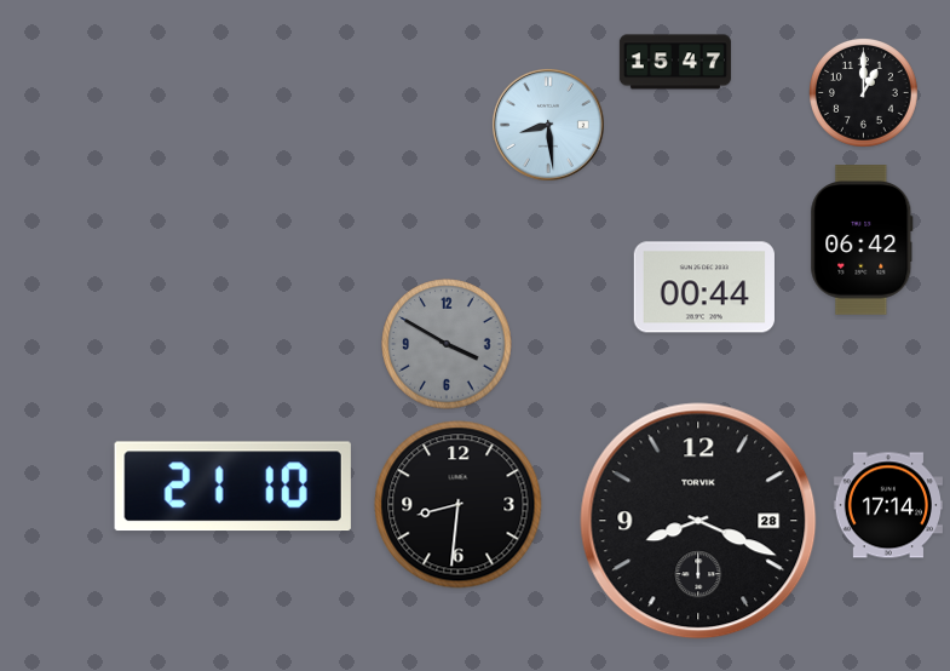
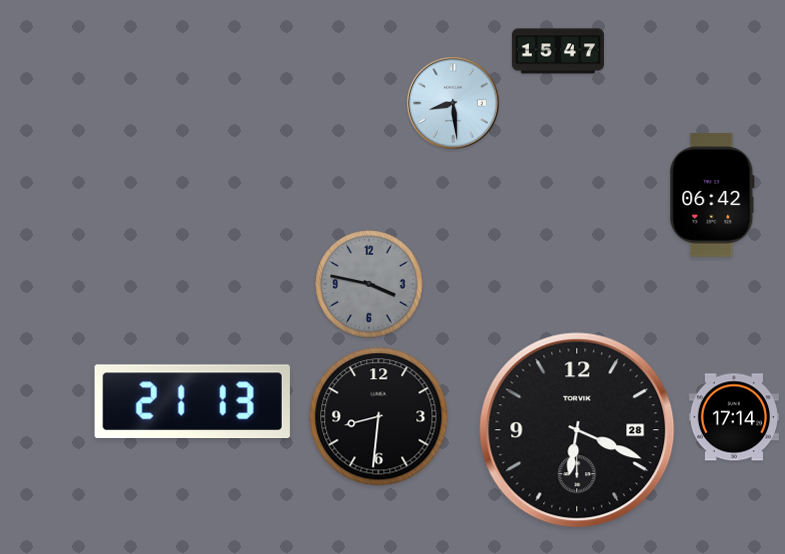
clock at (864, 93): 1:00 -> none
clock at (862, 240) position: (862, 240) -> (712, 195)
clock at (704, 287): 00:44 -> none
clock at (447, 344): 3:50 -> 3:47
clock at (232, 487): 21:10 -> 21:13
clock at (698, 521): 8:19 -> 6:19
